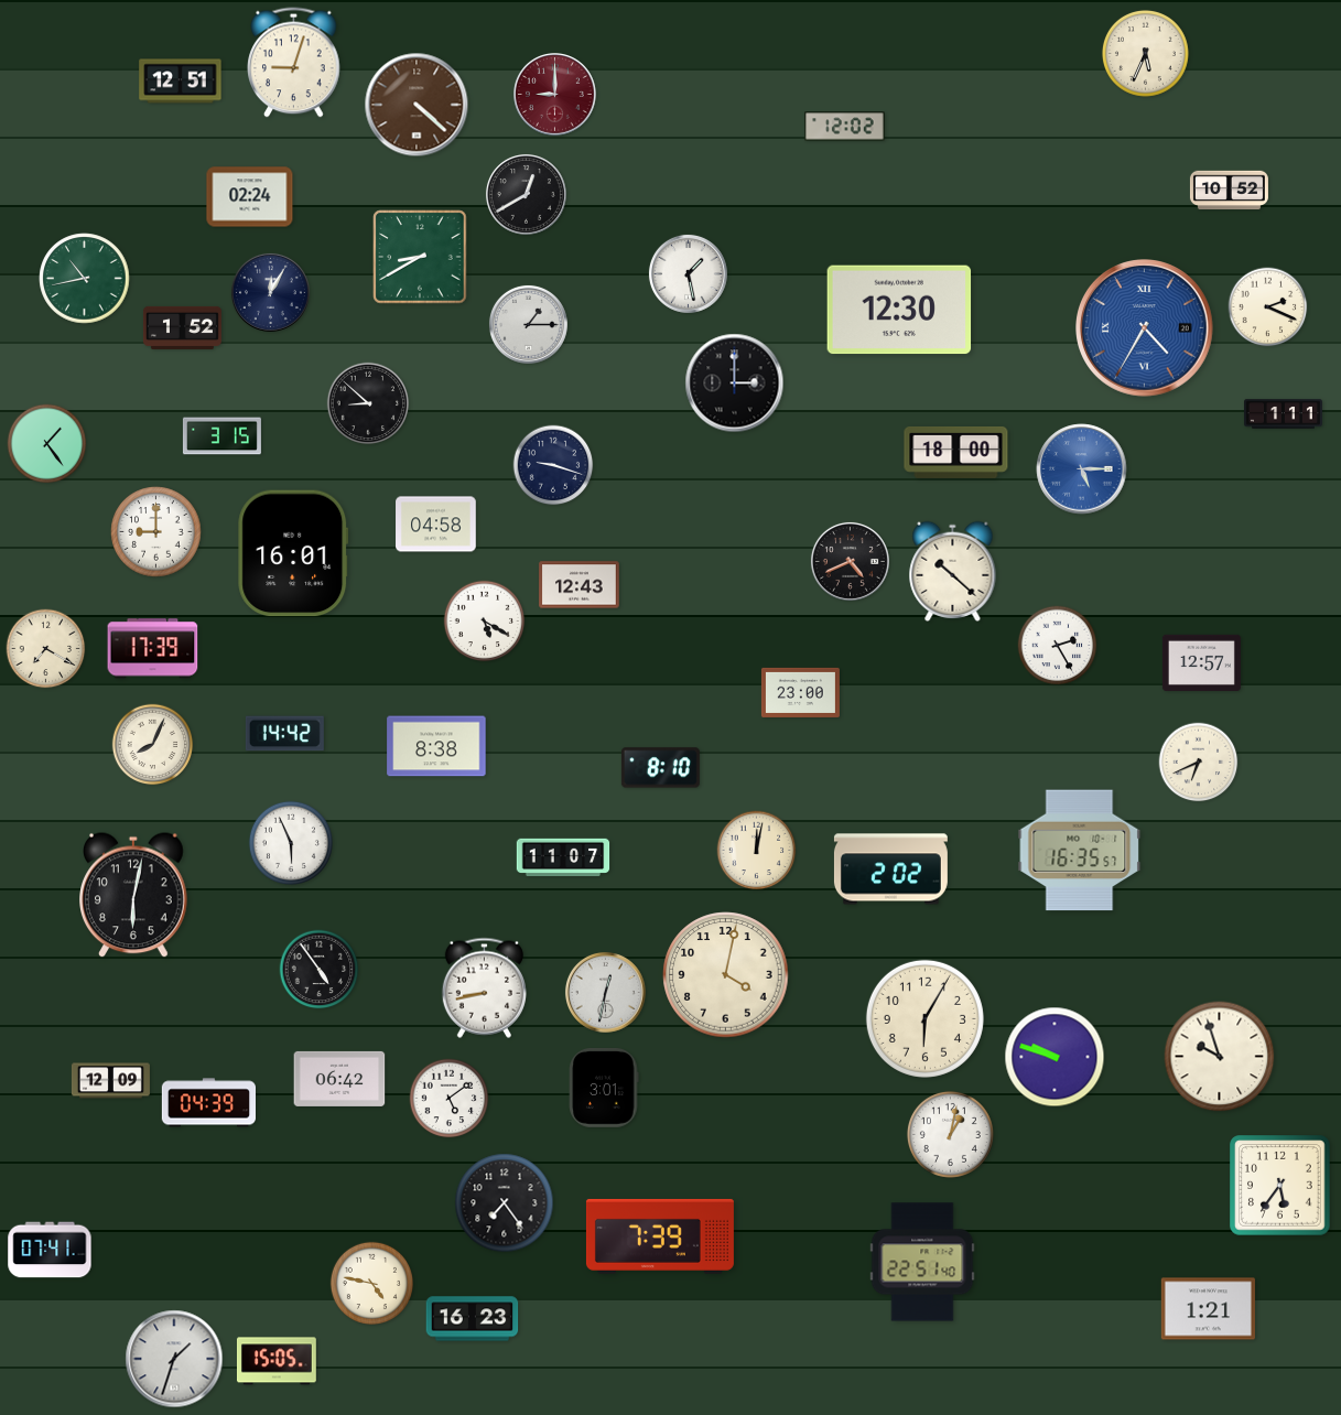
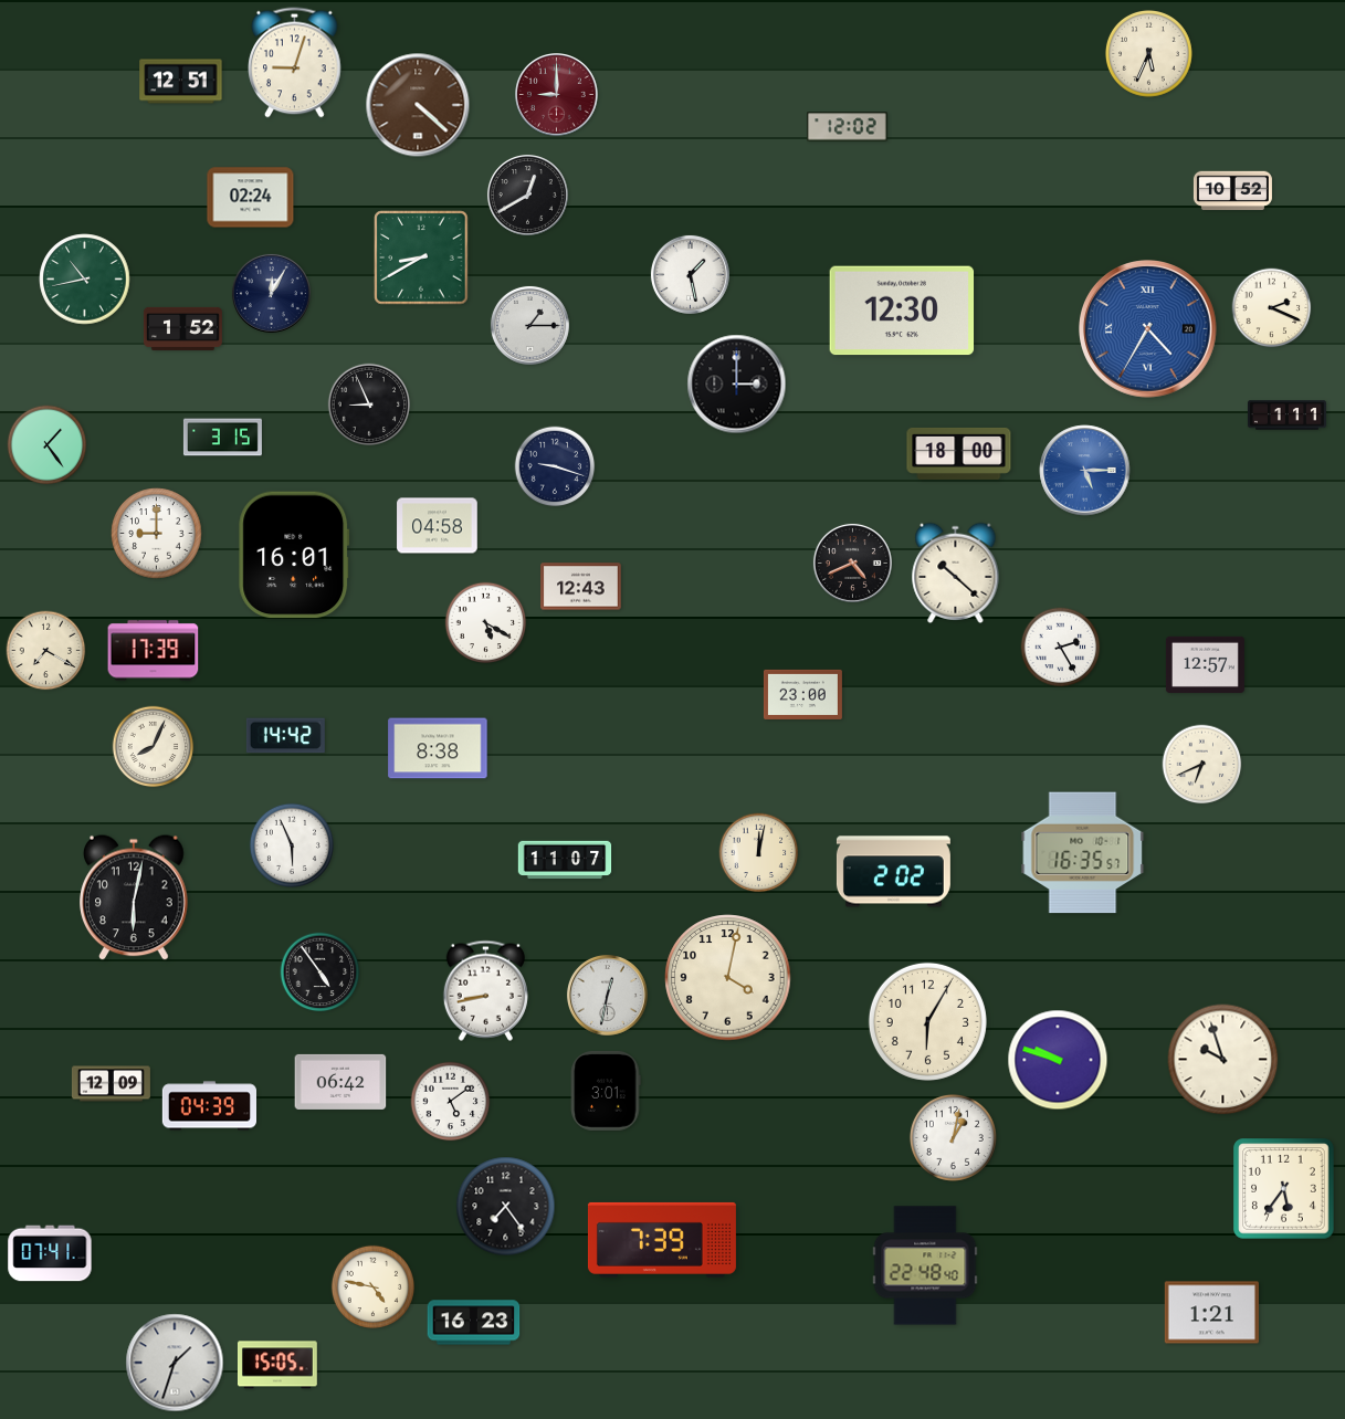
clock at (368, 403): 8:52 -> 8:56
clock at (660, 768): 8:10 -> none
clock at (922, 1262): 22:51 -> 22:48
